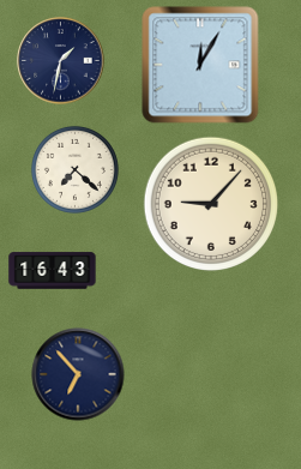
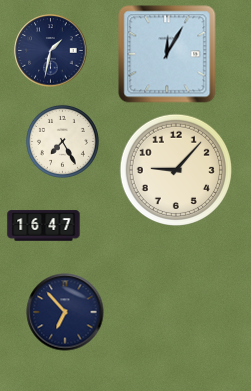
clock at (74, 169): 7:22 -> 7:25
clock at (53, 271): 16:43 -> 16:47
